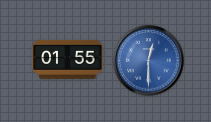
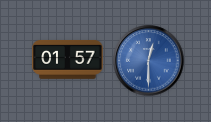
clock at (68, 59): 01:55 -> 01:57
